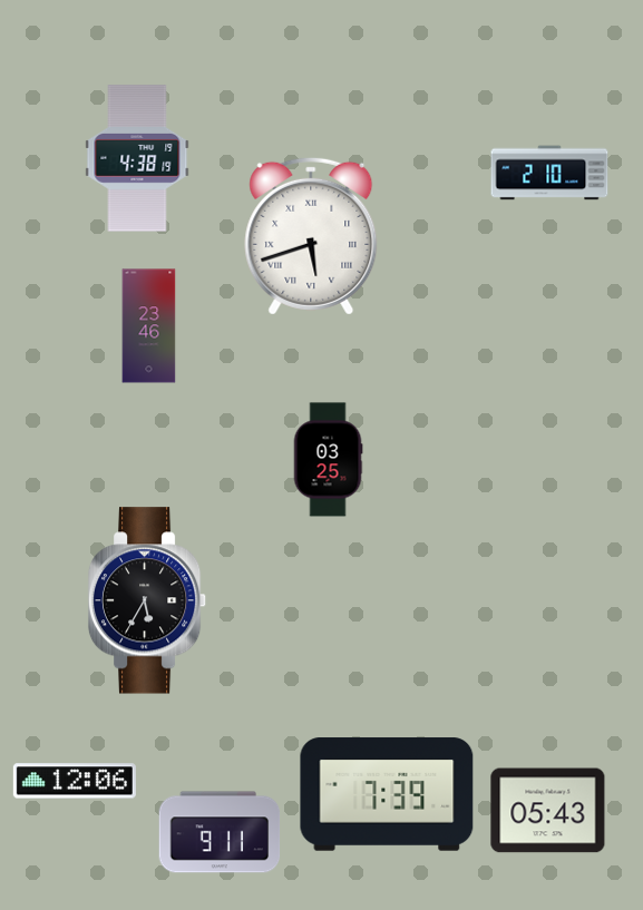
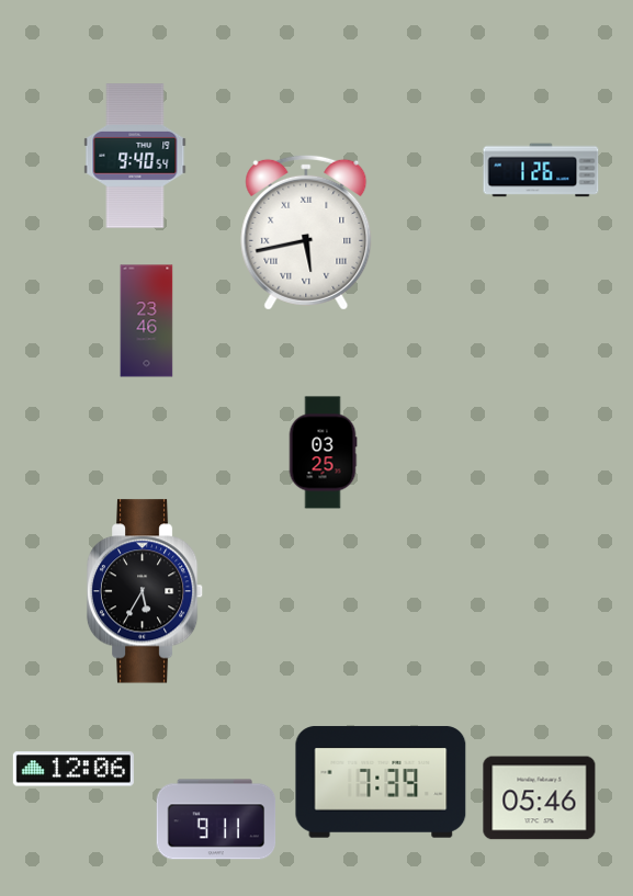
clock at (137, 158): 4:38 -> 9:40
clock at (549, 173): 2:10 -> 1:26
clock at (311, 236): 5:42 -> 5:43
clock at (548, 811): 05:43 -> 05:46
